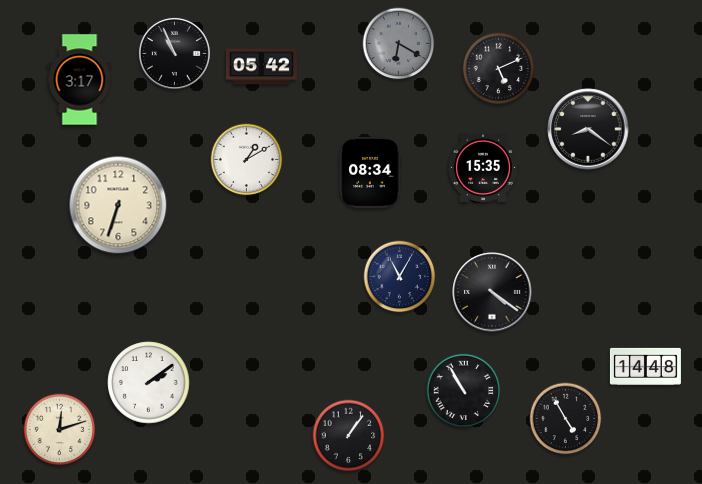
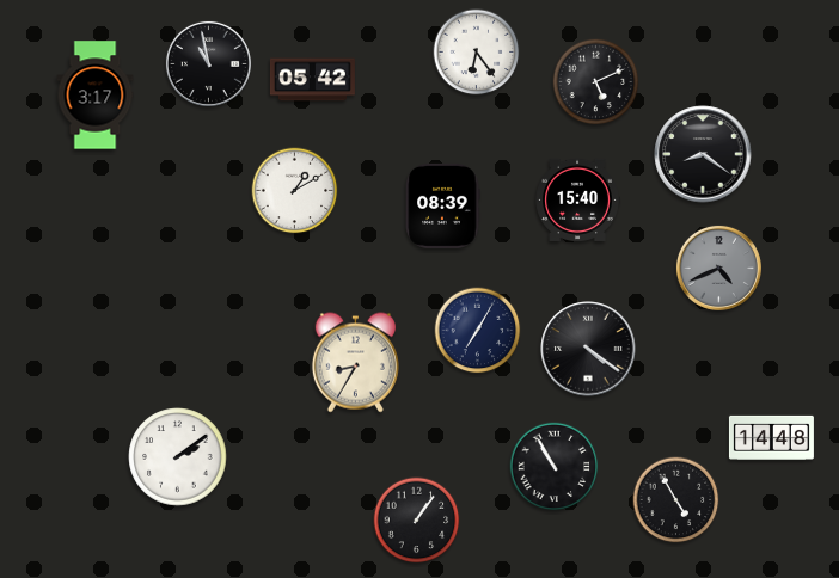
clock at (399, 44): 6:20 -> 6:24
clock at (399, 44) dial: grey -> white
clock at (174, 53): 10:56 -> 10:58
clock at (483, 167): 15:35 -> 15:40
clock at (370, 172): 08:34 -> 08:39
clock at (118, 205): 6:33 -> none
clock at (718, 268): none -> 4:41
clock at (400, 277): 11:05 -> 7:05
clock at (355, 363): none -> 8:35
clock at (60, 430): 12:12 -> none
